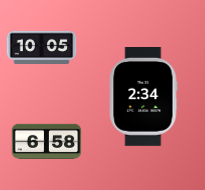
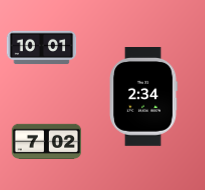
clock at (42, 48): 10:05 -> 10:01
clock at (47, 141): 6:58 -> 7:02
